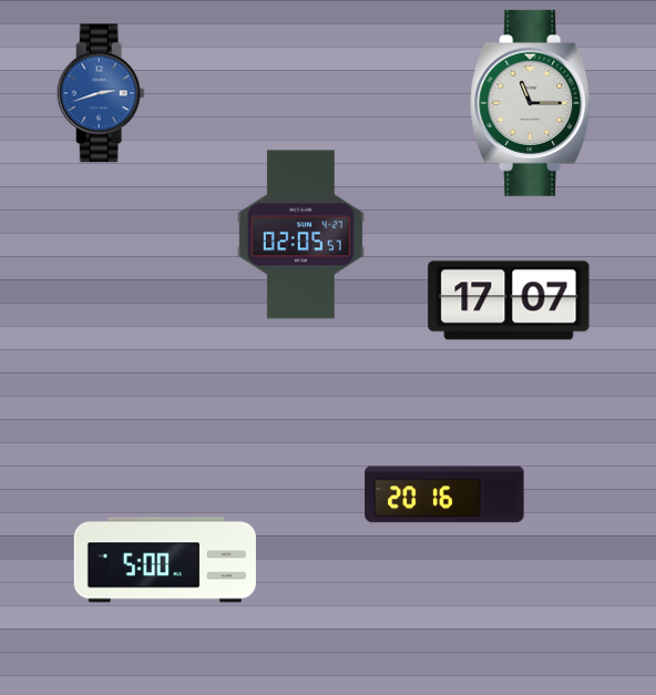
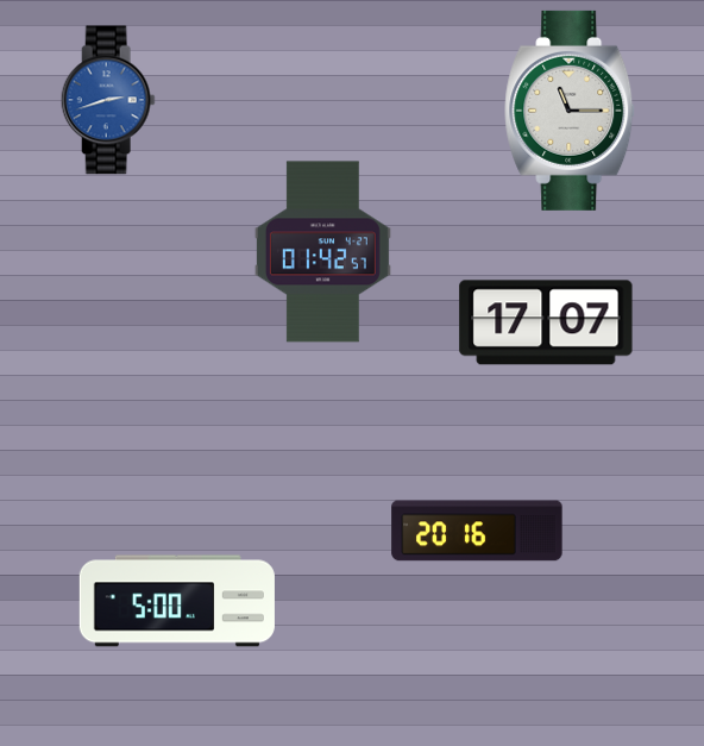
clock at (300, 235): 02:05 -> 01:42
